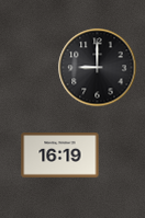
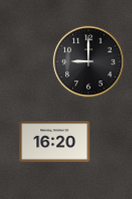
clock at (60, 156): 16:19 -> 16:20
